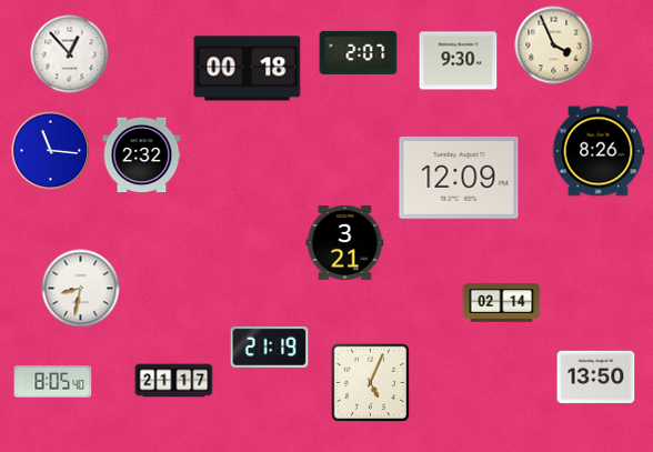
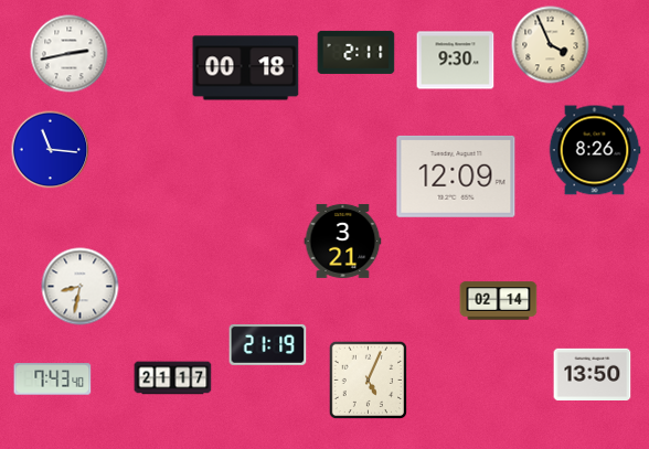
clock at (359, 52): 2:07 -> 2:11
clock at (70, 54): 12:53 -> 2:43
clock at (142, 155): 2:32 -> none
clock at (53, 382): 8:05 -> 7:43
